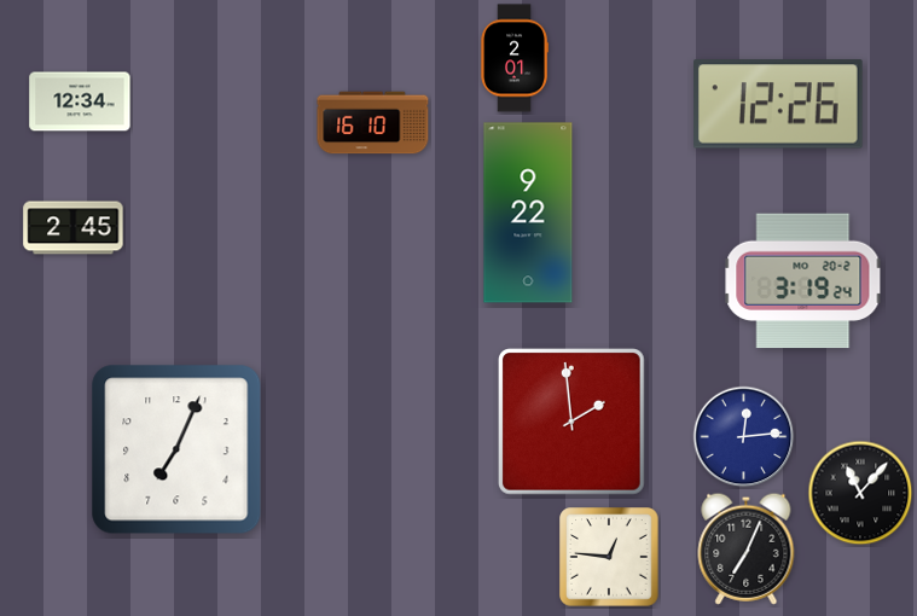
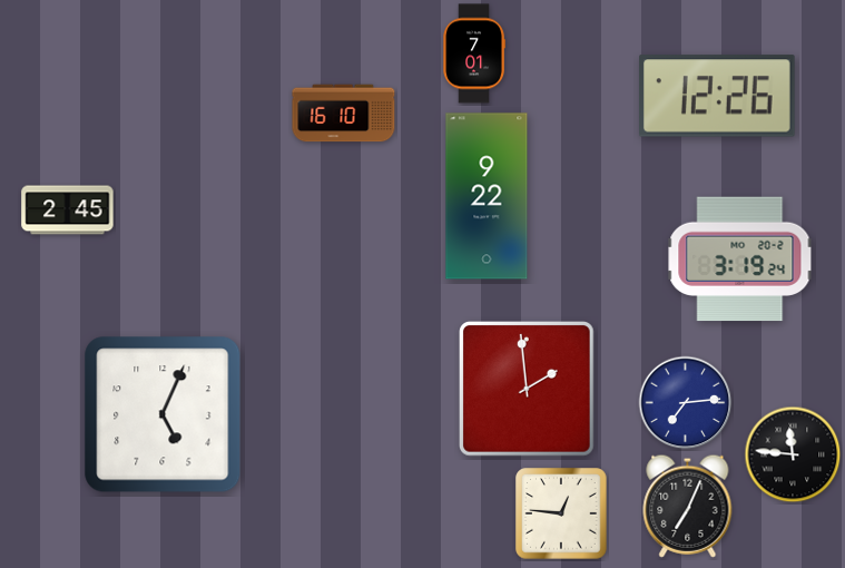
clock at (513, 58): 2:01 -> 7:01
clock at (80, 101): 12:34 -> none
clock at (744, 437): 12:14 -> 7:14
clock at (176, 449): 7:04 -> 5:04
clock at (860, 493): 11:07 -> 11:46
